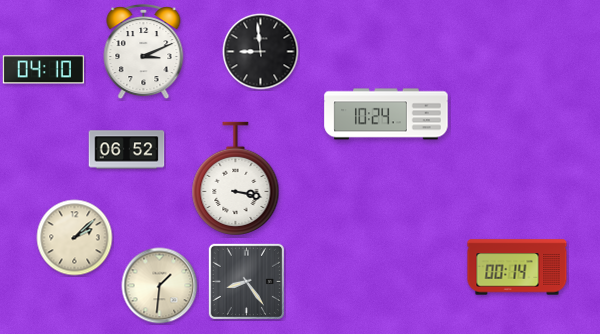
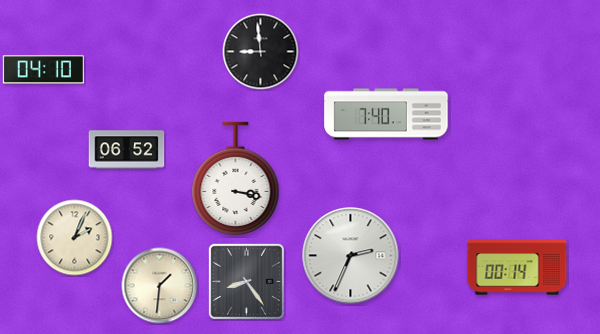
clock at (144, 53): 3:11 -> none
clock at (386, 114): 10:24 -> 7:40
clock at (75, 238): 2:08 -> 2:04
clock at (351, 256): none -> 2:34
